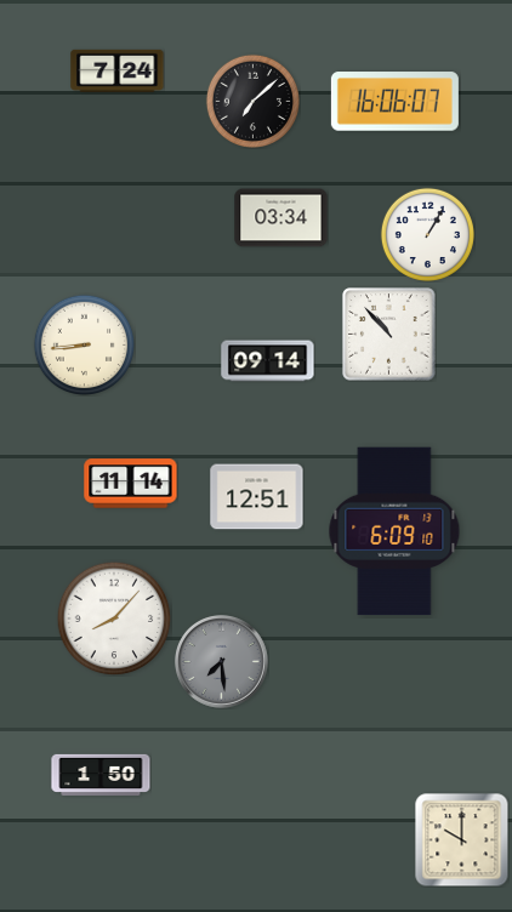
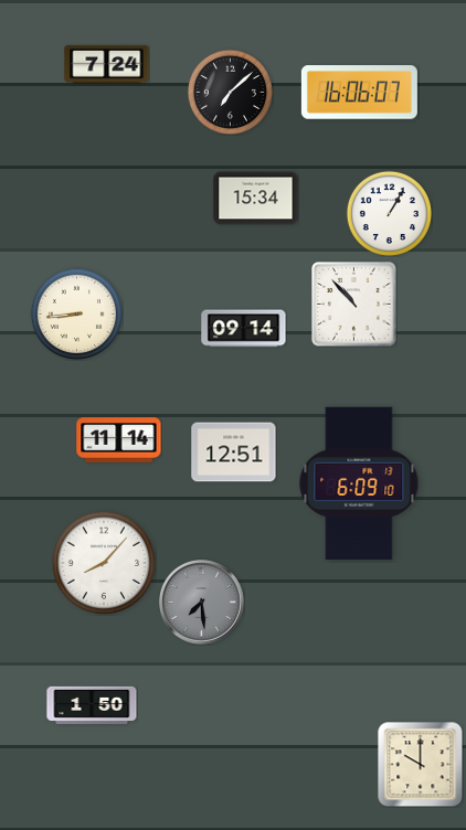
clock at (281, 218): 03:34 -> 15:34
